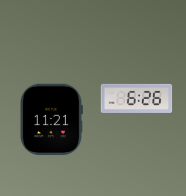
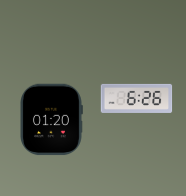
clock at (51, 120): 11:21 -> 01:20
